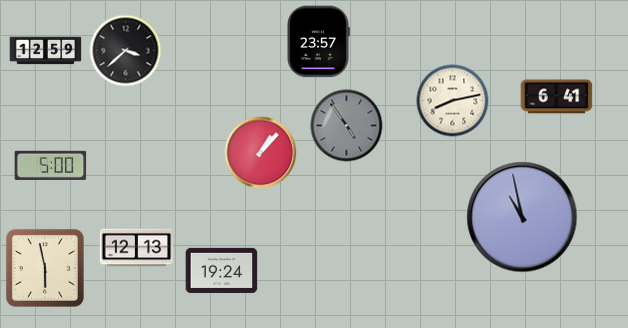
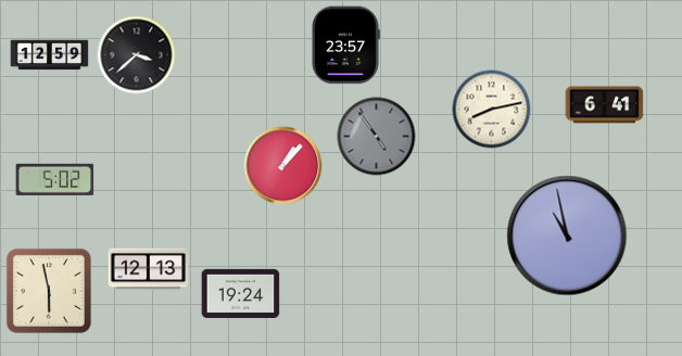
clock at (51, 165): 5:00 -> 5:02
